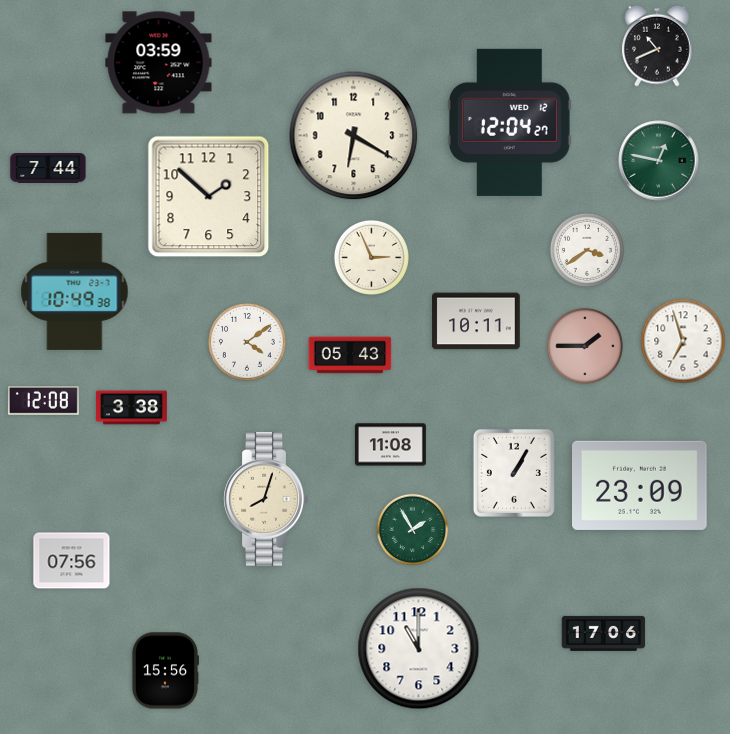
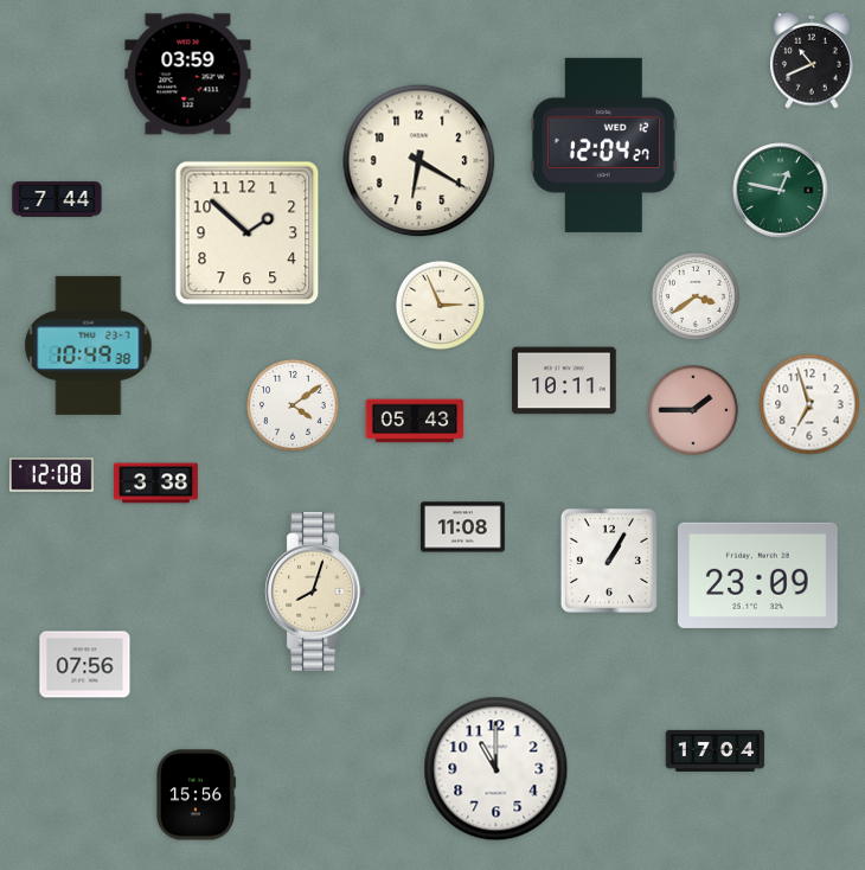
clock at (657, 46) position: (657, 46) -> (812, 60)
clock at (413, 530): 1:55 -> none
clock at (604, 633): 17:06 -> 17:04
